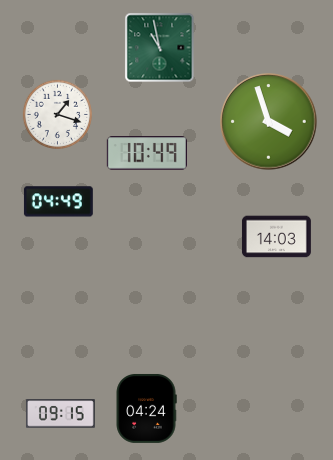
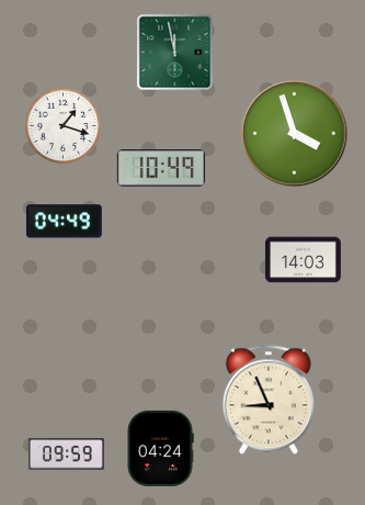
clock at (160, 48): 10:58 -> 11:58
clock at (269, 400): none -> 8:56
clock at (60, 414): 09:15 -> 09:59
